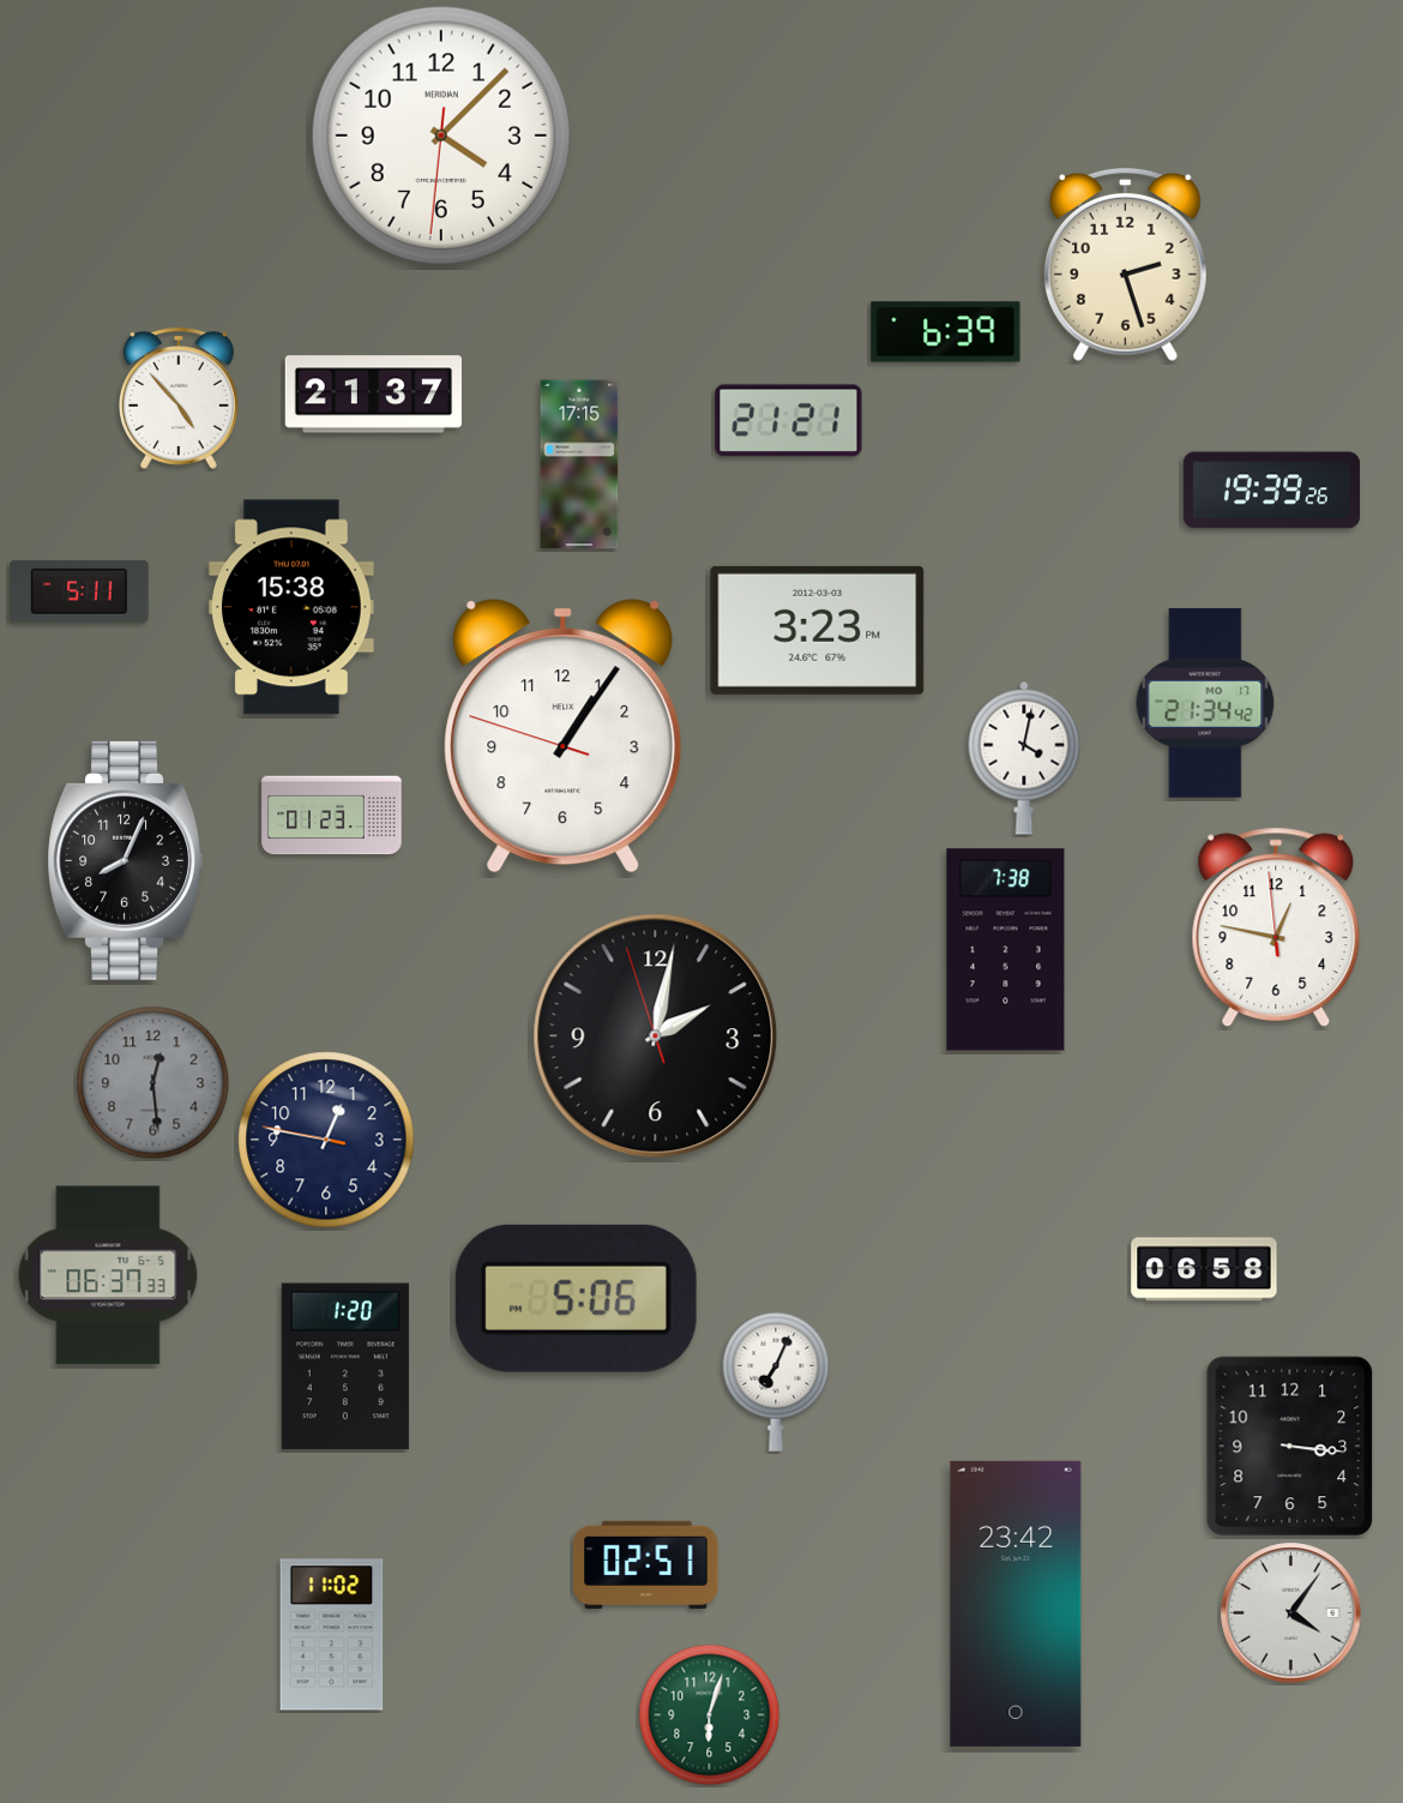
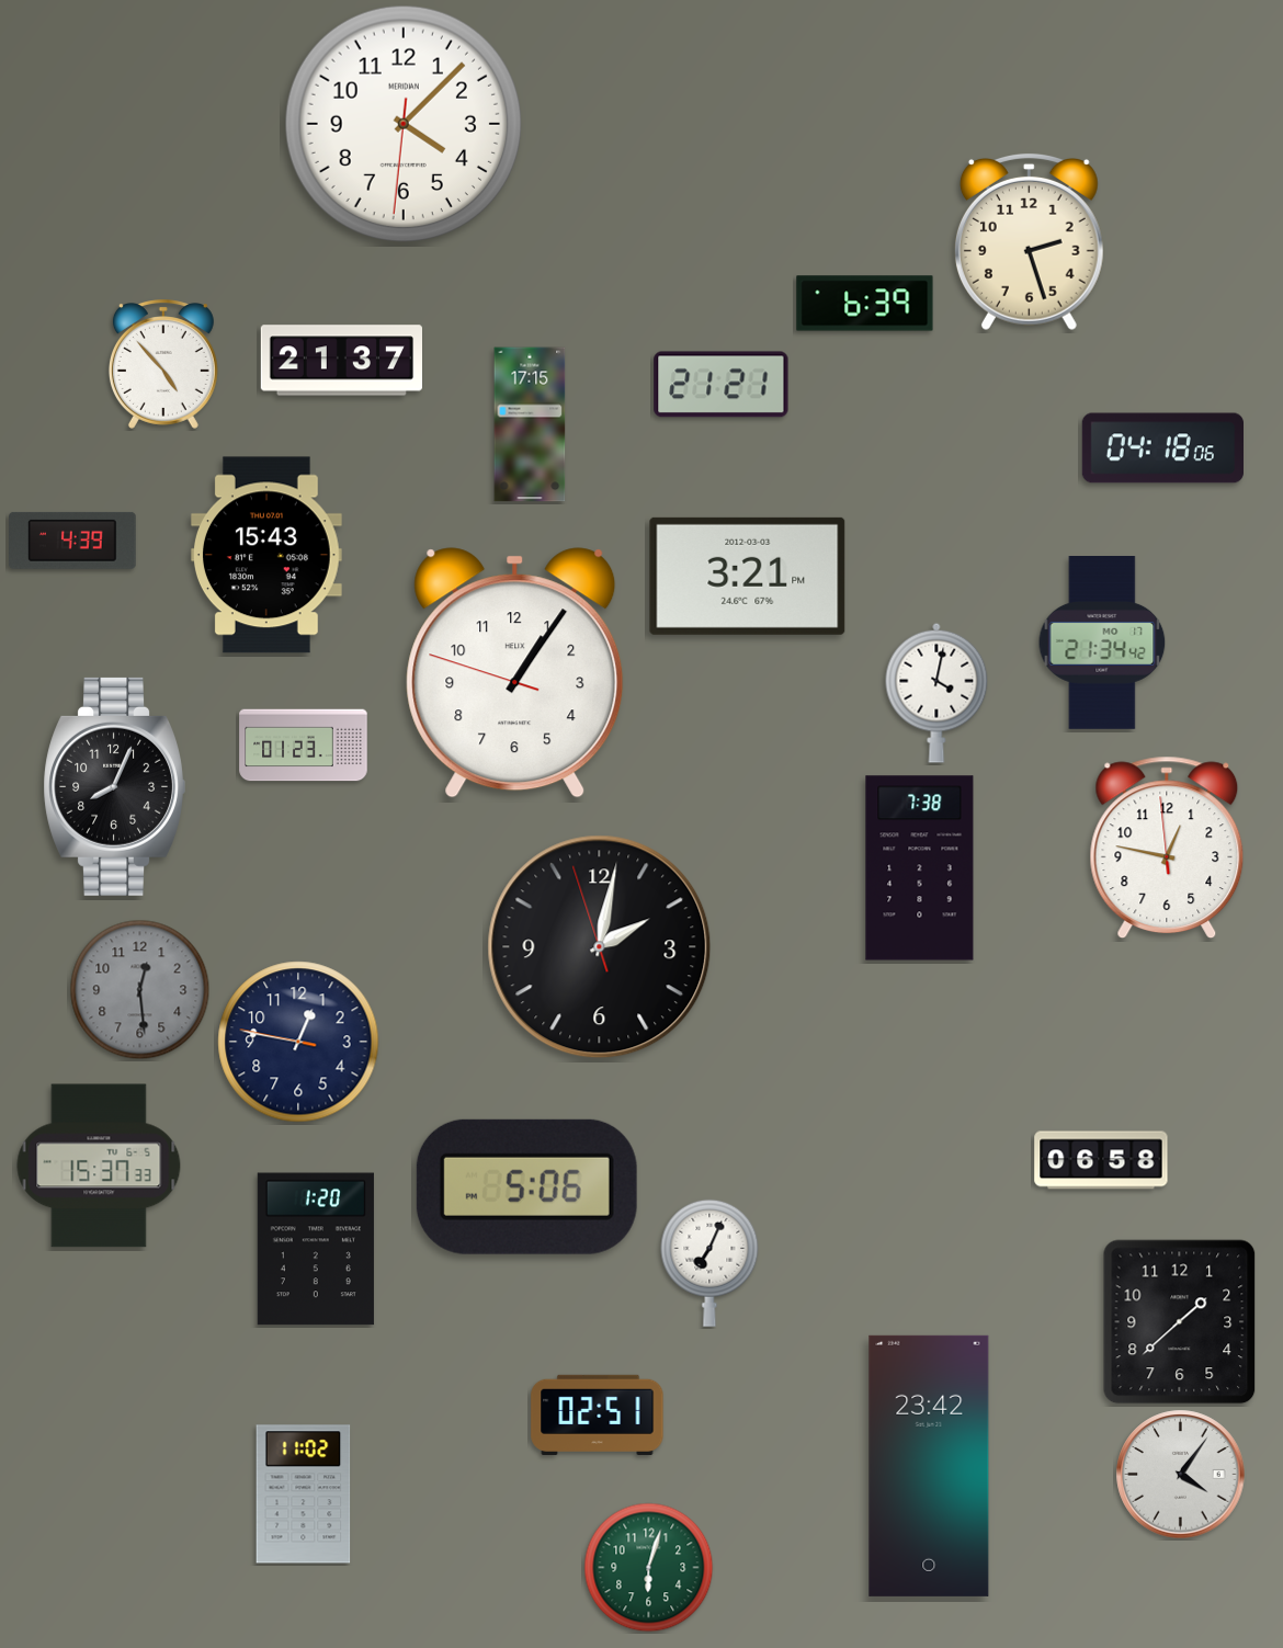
clock at (1271, 491): 19:39 -> 04:18
clock at (79, 591): 5:11 -> 4:39
clock at (291, 607): 15:38 -> 15:43
clock at (818, 630): 3:23 -> 3:21
clock at (108, 1275): 06:37 -> 15:37
clock at (1290, 1447): 3:16 -> 1:38
clock at (646, 1564) position: (646, 1564) -> (598, 1414)
